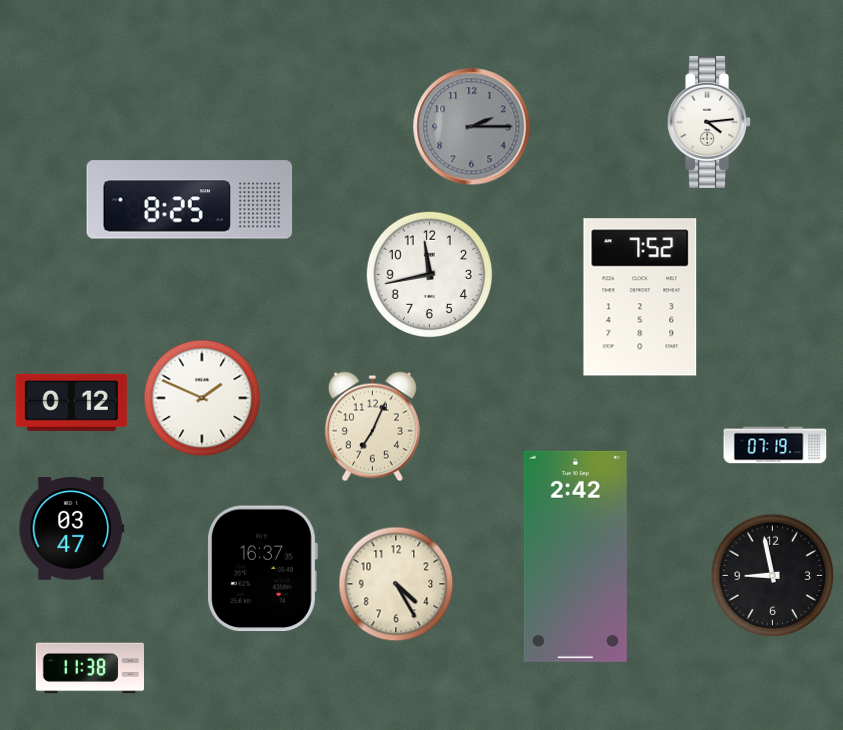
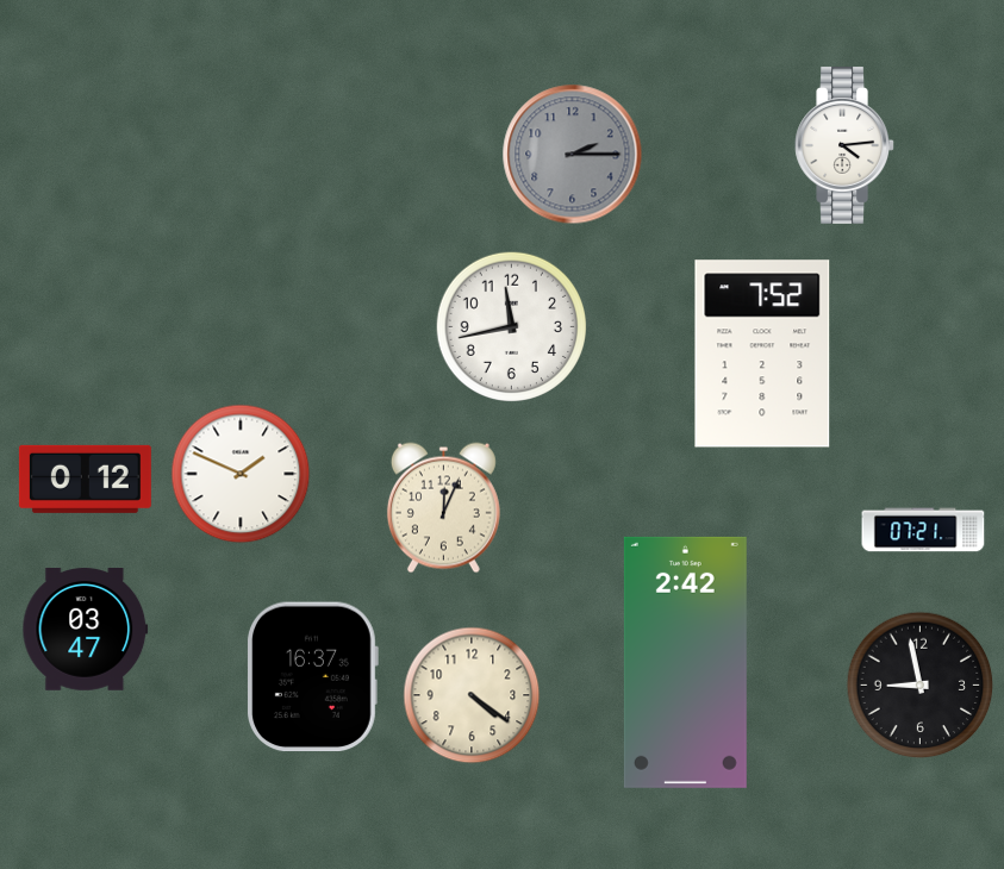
clock at (472, 127) position: (472, 127) -> (573, 155)
clock at (190, 200): 8:25 -> none
clock at (372, 427): 7:04 -> 12:04
clock at (775, 445): 07:19 -> 07:21
clock at (396, 584): 4:25 -> 4:21
clock at (90, 668): 11:38 -> none
